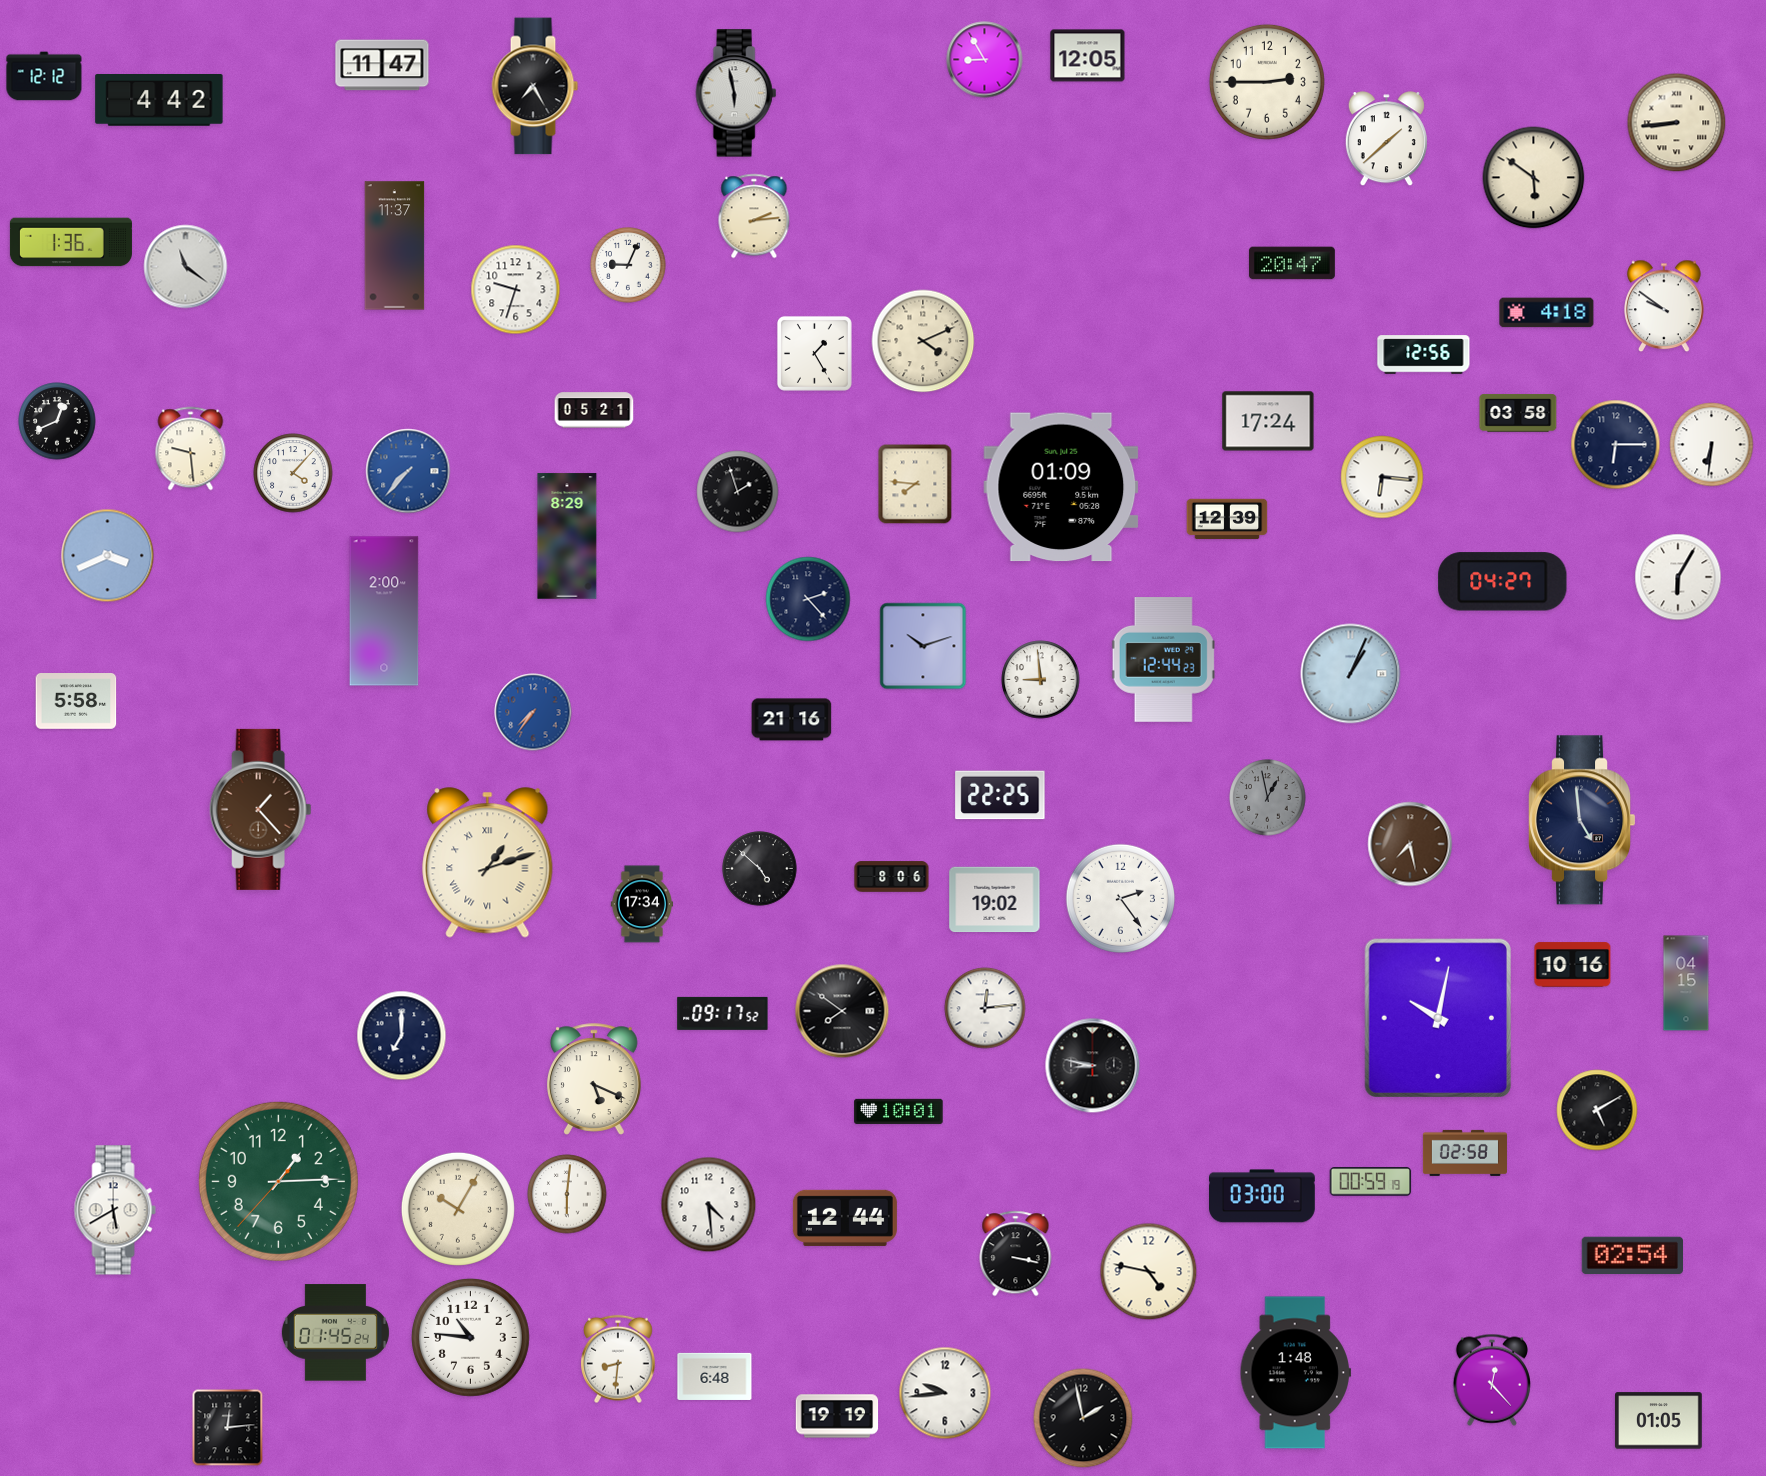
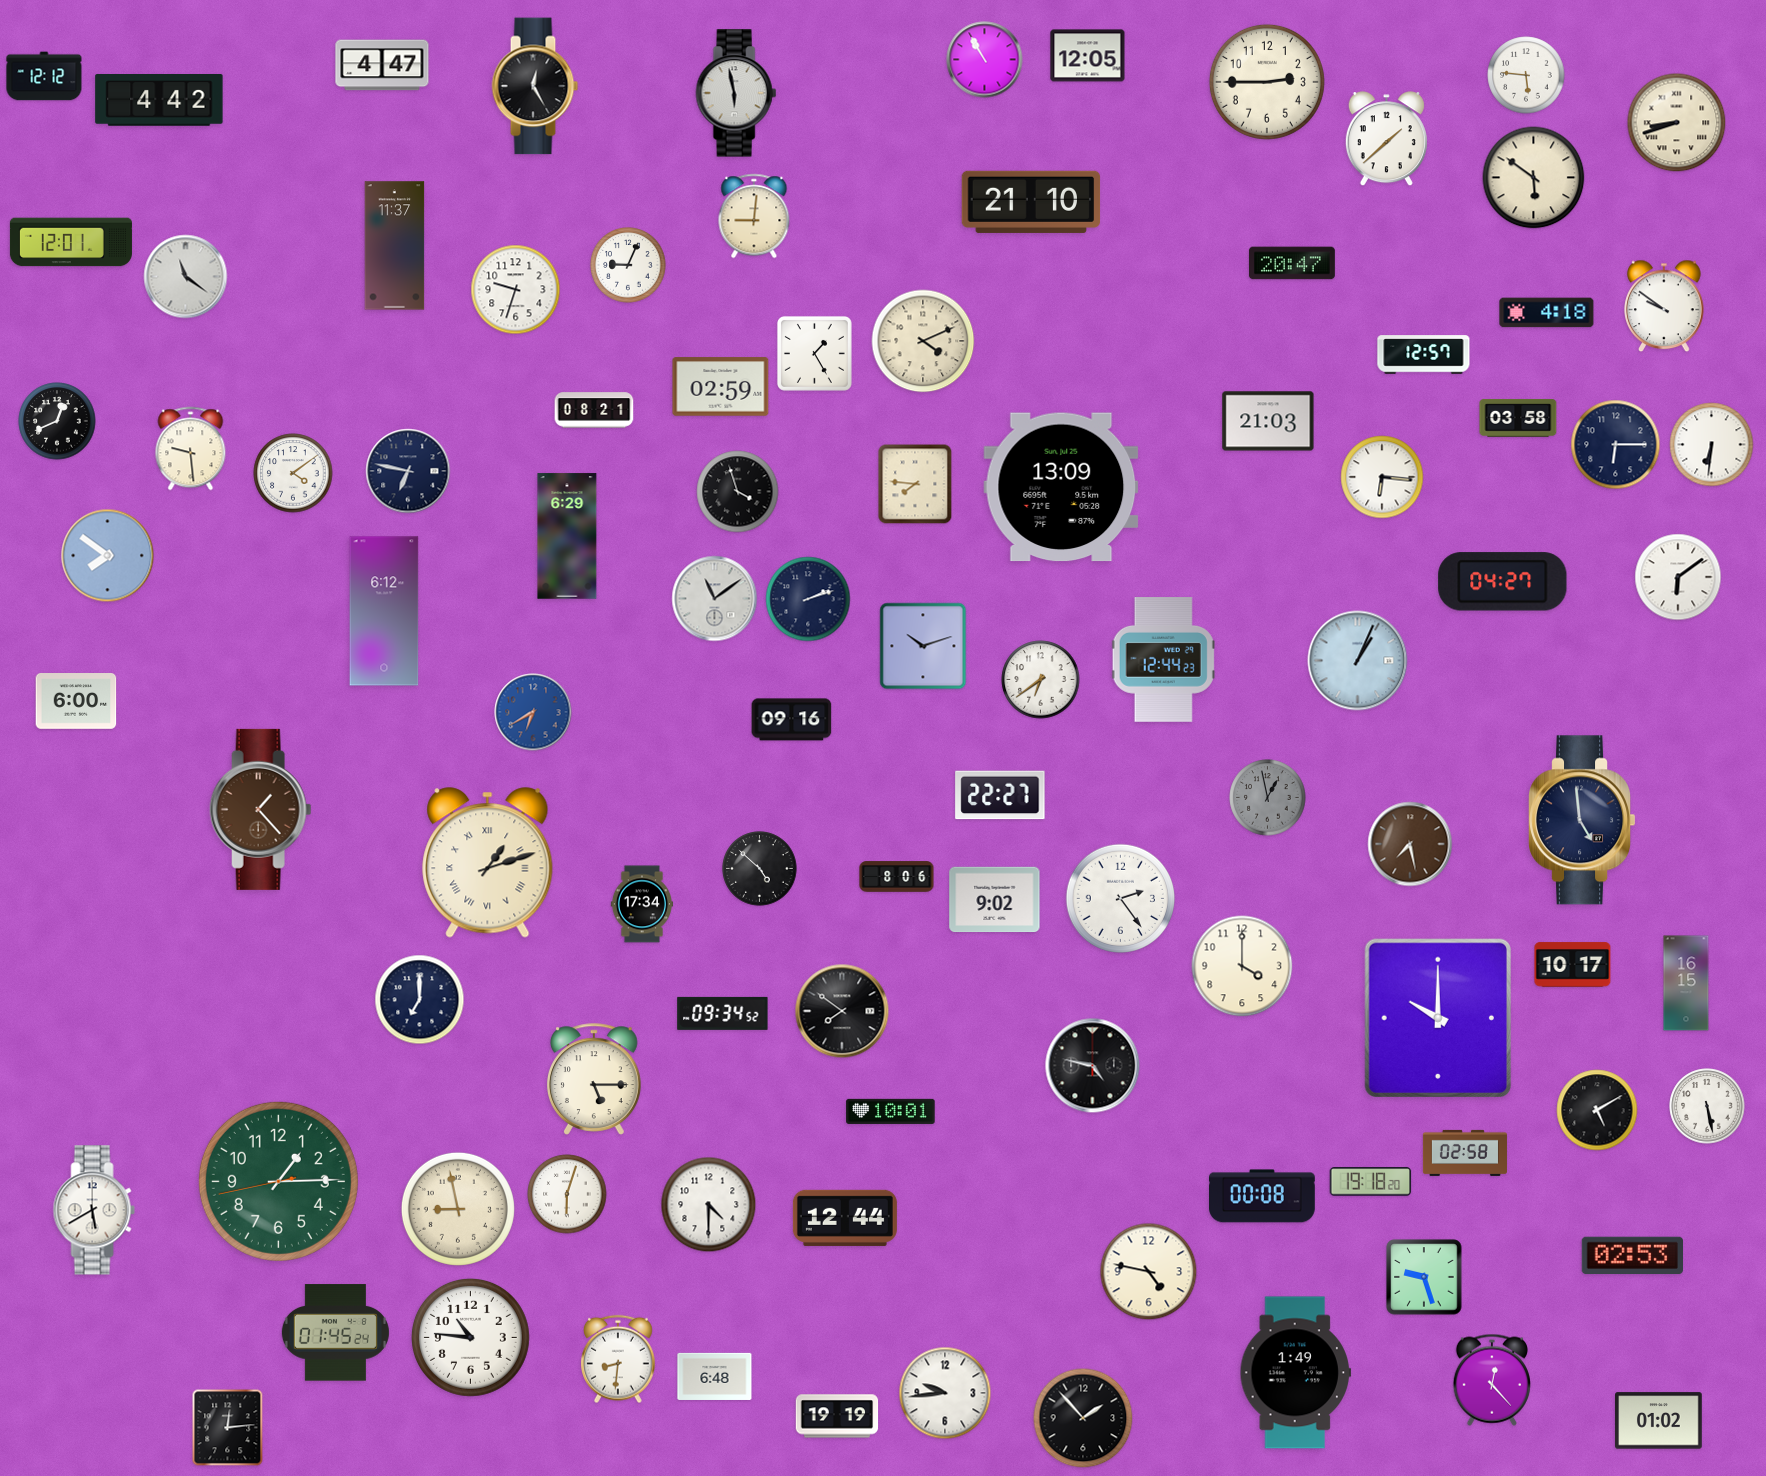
clock at (985, 60): 8:55 -> 10:55
clock at (382, 65): 11:47 -> 4:47
clock at (1526, 75): none -> 5:46
clock at (535, 86): 7:25 -> 12:25
clock at (1677, 123): 8:44 -> 8:42
clock at (1031, 202): none -> 21:10
clock at (754, 216): 2:14 -> 9:01
clock at (71, 242): 1:36 -> 12:01
clock at (186, 267) position: (186, 267) -> (186, 277)
clock at (1424, 355): 12:56 -> 12:57
clock at (721, 387): none -> 02:59
clock at (594, 410): 05:21 -> 08:21
clock at (1518, 414) position: (1518, 414) -> (1518, 419)
clock at (1268, 421): 17:24 -> 21:03
clock at (408, 471): 7:37 -> 6:47
clock at (408, 471) dial: blue -> navy
clock at (293, 473): 4:07 -> 4:09
clock at (1061, 487): 01:09 -> 13:09
clock at (738, 492): 1:57 -> 3:57
clock at (1227, 519): 12:39 -> none
clock at (567, 536): 8:29 -> 6:29
clock at (108, 556): 3:41 -> 7:51
clock at (1678, 577): 6:05 -> 6:09
clock at (715, 599): none -> 11:09
clock at (808, 599): 2:23 -> 2:12
clock at (384, 611): 2:00 -> 6:12
clock at (1351, 674) position: (1351, 674) -> (1358, 661)
clock at (1041, 680): 8:59 -> 6:39
clock at (76, 702): 5:58 -> 6:00
clock at (533, 712): 7:36 -> 6:40
clock at (792, 720): 21:16 -> 09:16
clock at (1000, 795): 22:25 -> 22:27
clock at (892, 877) position: (892, 877) -> (897, 877)
clock at (995, 900): 19:02 -> 9:02
clock at (1573, 965): 10:16 -> 10:17
clock at (1242, 966): none -> 4:00
clock at (1686, 983): 04:15 -> 16:15
clock at (985, 1008): 12:14 -> none
clock at (723, 1013): 09:17 -> 09:34
clock at (1437, 1017): 10:02 -> 10:00
clock at (402, 1036) position: (402, 1036) -> (420, 1000)
clock at (1093, 1066): 8:47 -> 4:47
clock at (595, 1079): 5:19 -> 5:15
clock at (1707, 1106): none -> 5:28
clock at (899, 1111) position: (899, 1111) -> (891, 1111)
clock at (278, 1181): 1:14:37 -> 1:14:43
clock at (1371, 1182): 00:59 -> 19:18
clock at (567, 1194): 6:01 -> 6:03
clock at (1263, 1196): 03:00 -> 00:08
clock at (709, 1205): 4:29 -> 4:30
clock at (458, 1209): 10:05 -> 8:58
clock at (115, 1210) position: (115, 1210) -> (94, 1210)
clock at (1016, 1254): 3:17 -> none
clock at (1632, 1255): 02:54 -> 02:53
clock at (1424, 1277): none -> 9:27
clock at (1295, 1373): 1:48 -> 1:49
clock at (1083, 1418): 1:58 -> 1:53
clock at (1659, 1421): 01:05 -> 01:02
